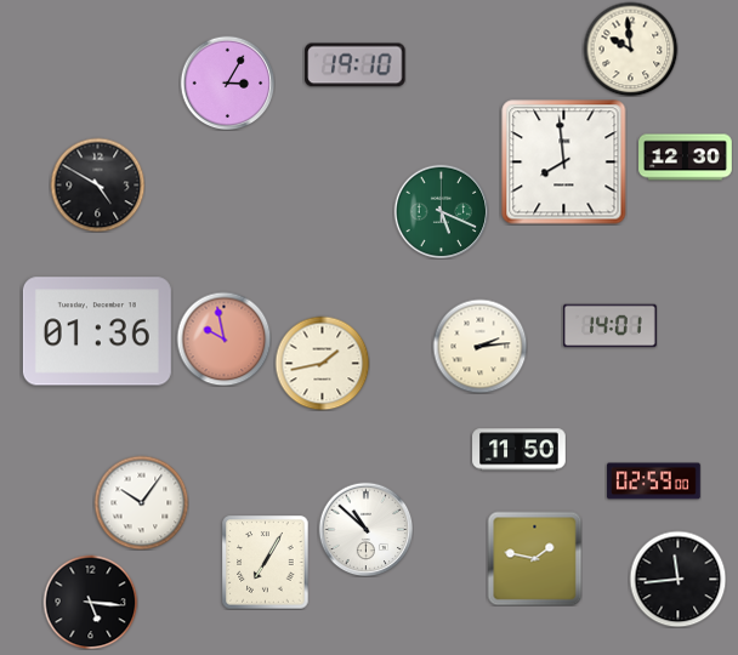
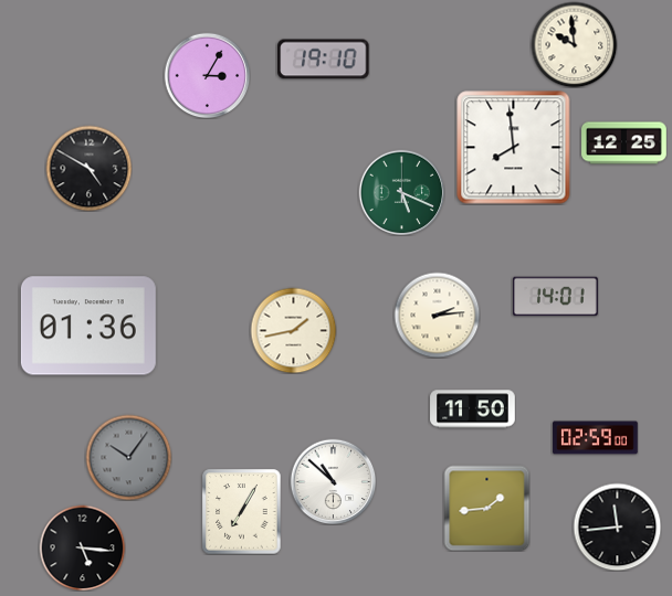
clock at (686, 158): 12:30 -> 12:25
clock at (97, 331) position: (97, 331) -> (88, 326)
clock at (223, 338): 9:58 -> none
clock at (141, 502) dial: white -> grey
clock at (534, 558): 1:47 -> 1:44
